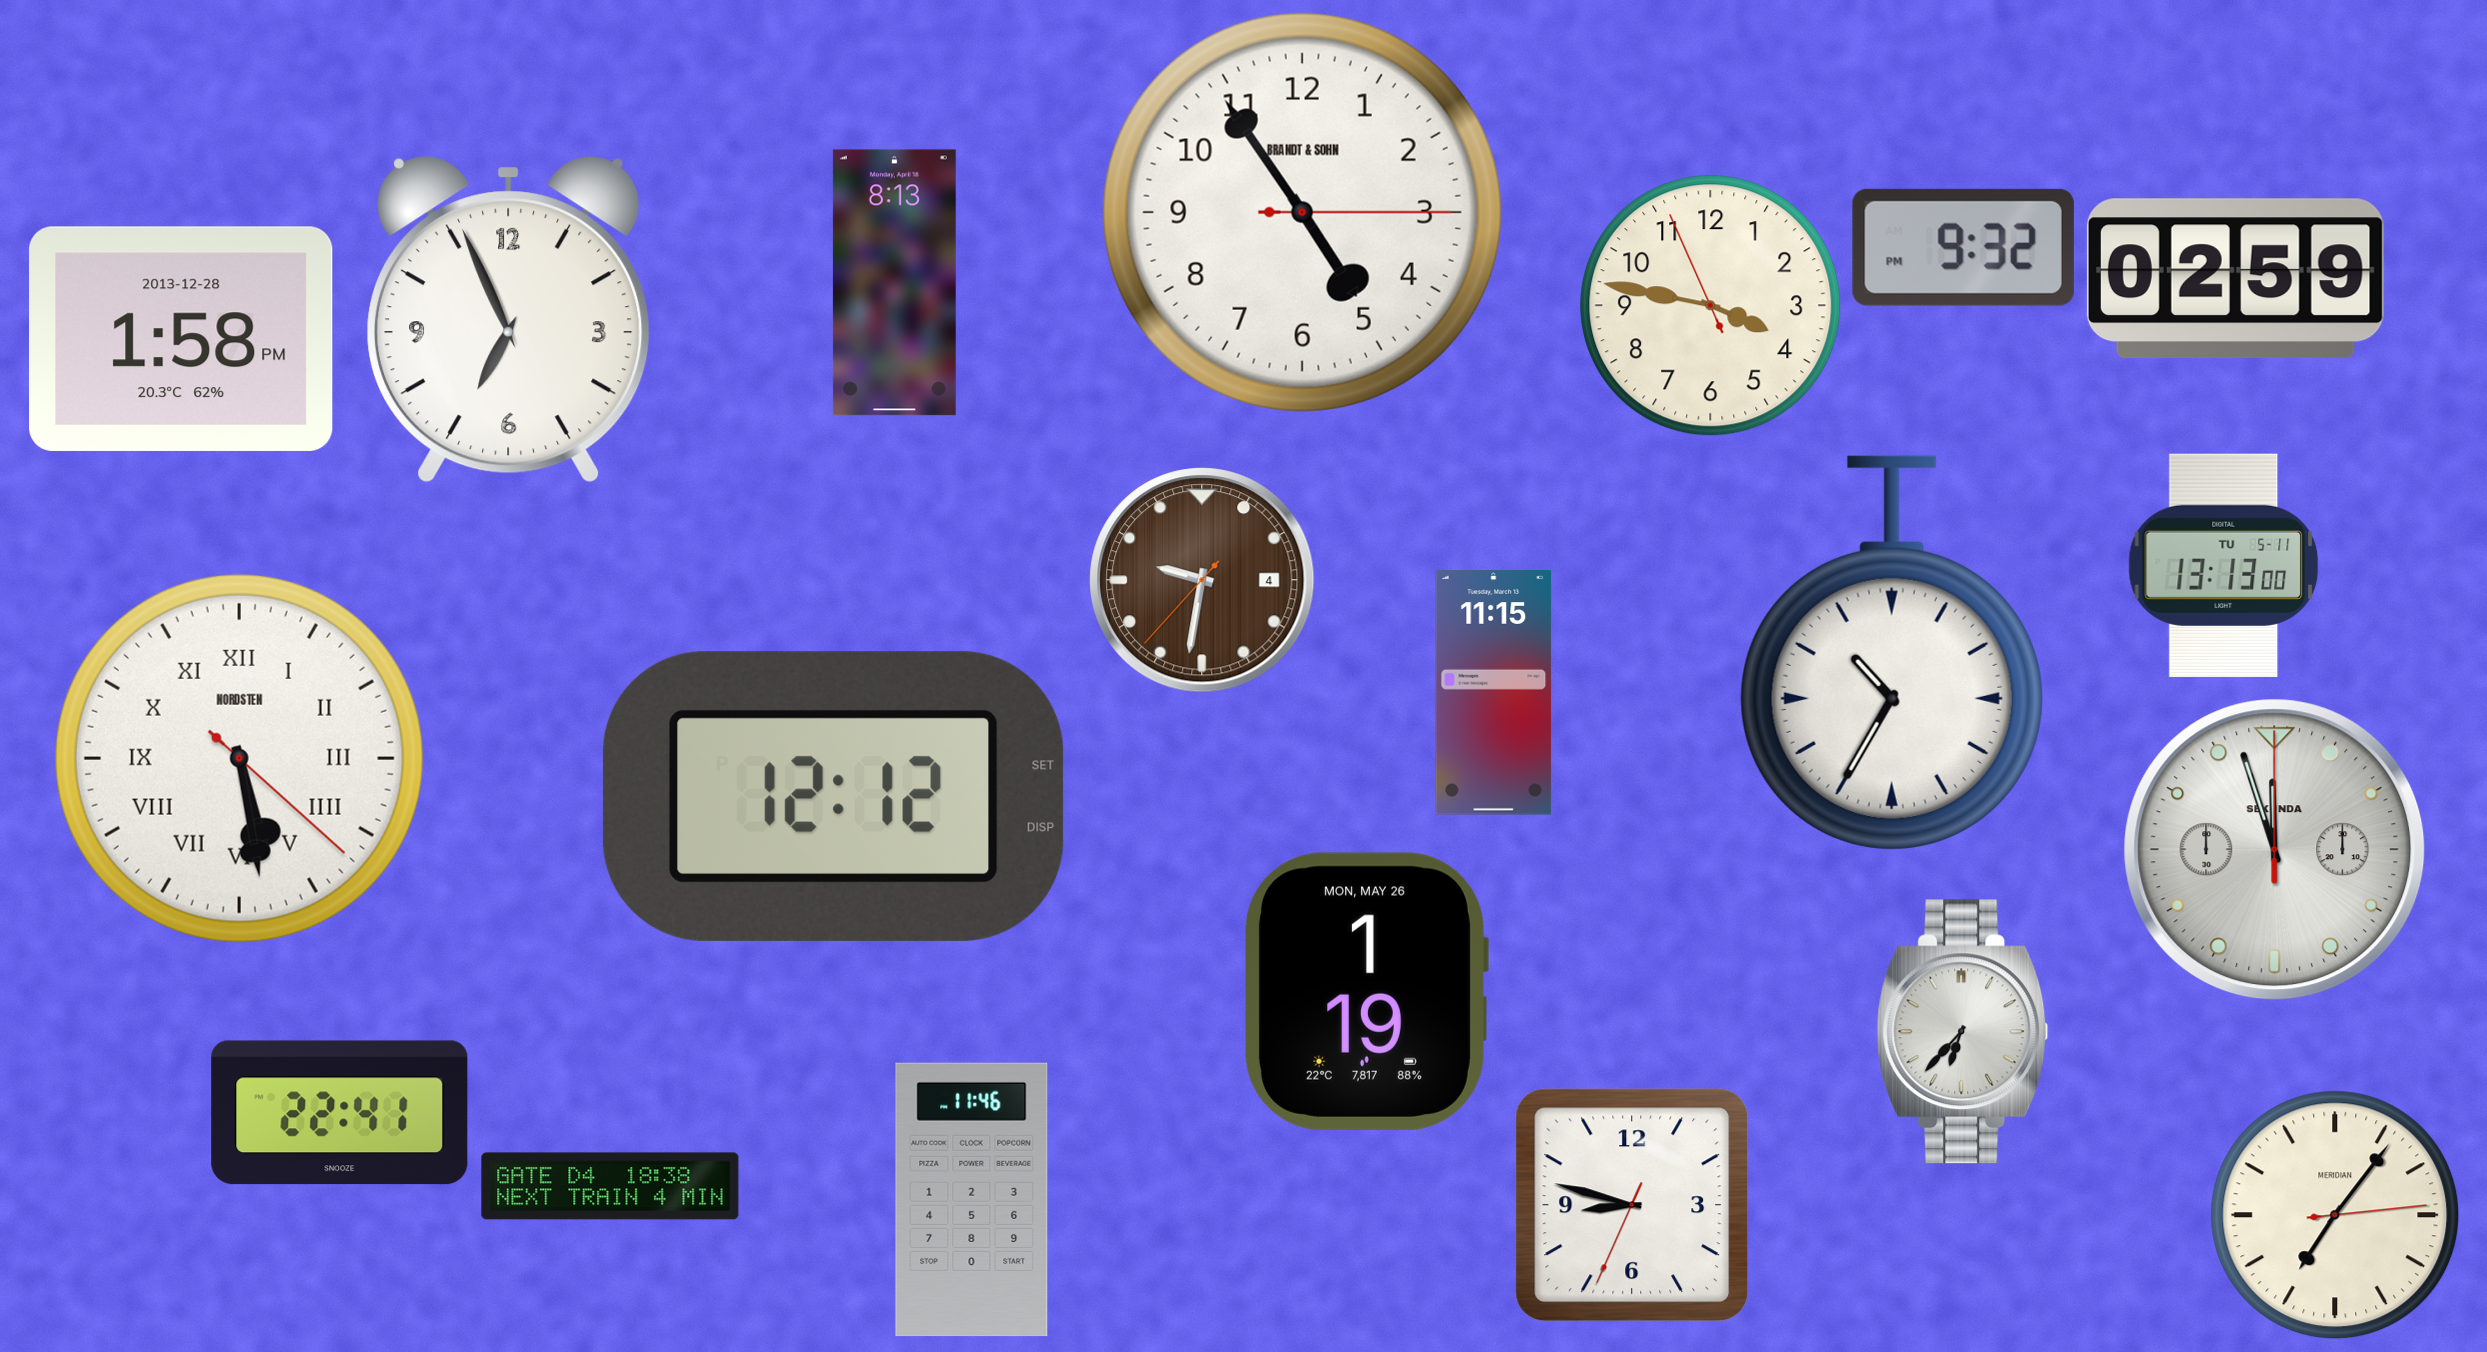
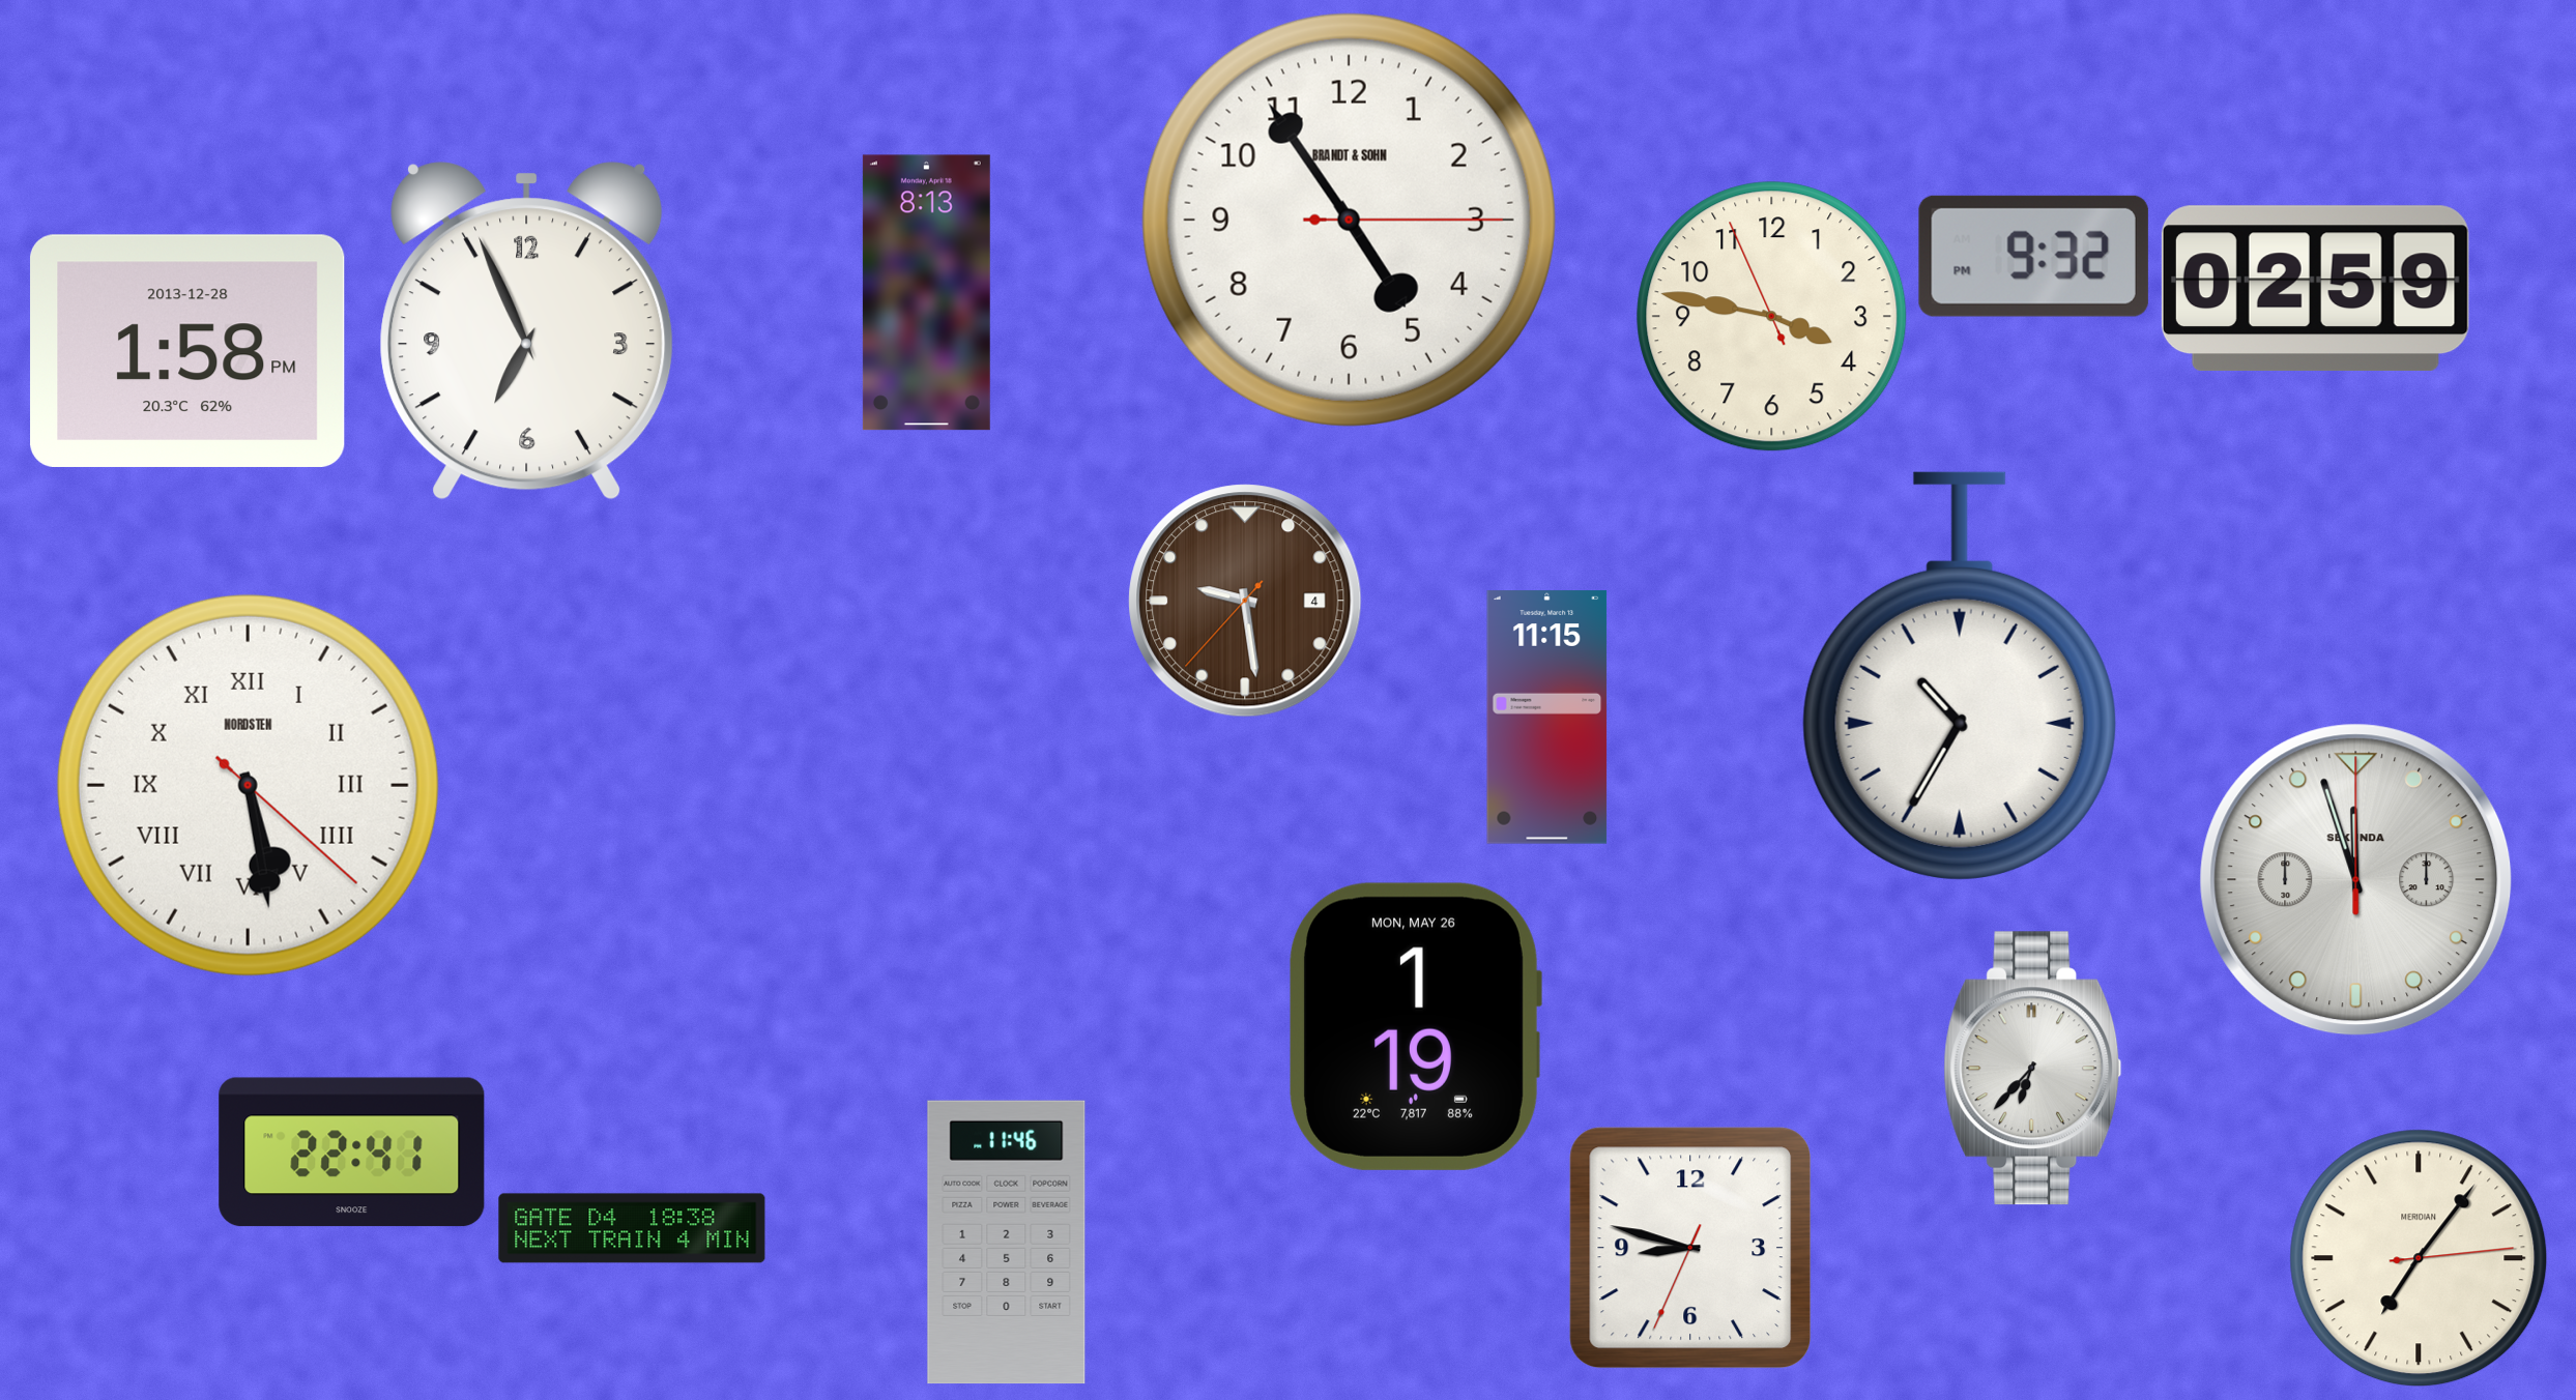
clock at (2224, 565): 13:13 -> none
clock at (1202, 580): 9:31 -> 9:28
clock at (833, 796): 12:12 -> none
